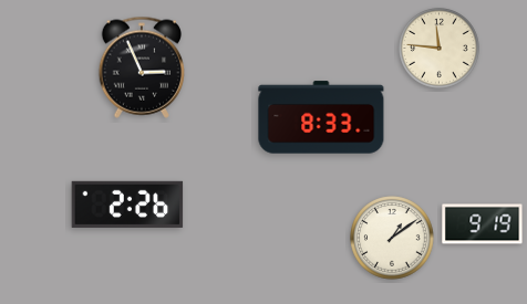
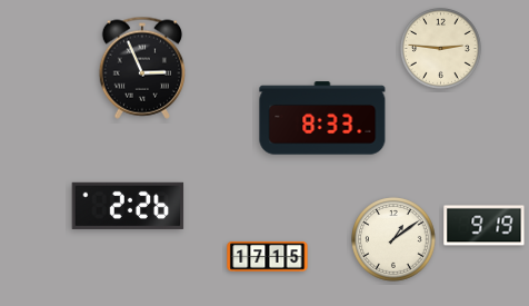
clock at (440, 49): 11:46 -> 2:46
clock at (268, 257): none -> 17:15
